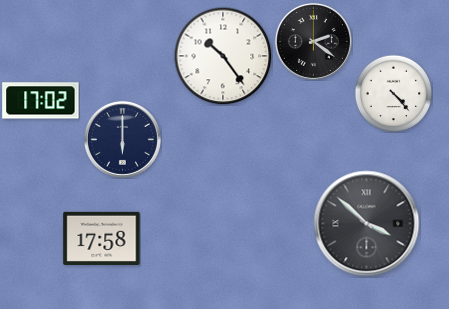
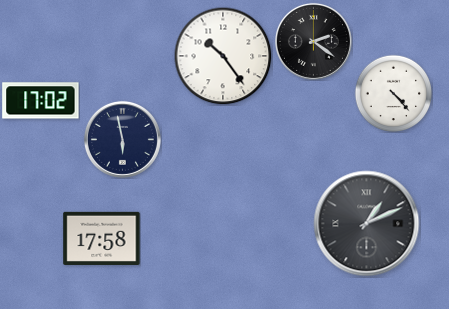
clock at (122, 139): 6:00 -> 5:58
clock at (367, 224): 3:52 -> 1:11
